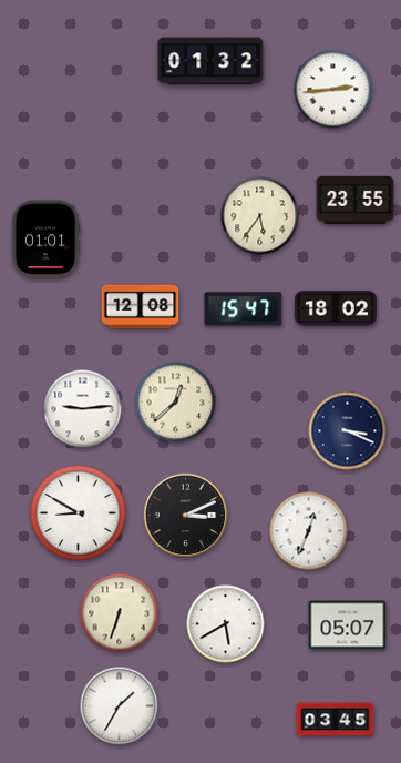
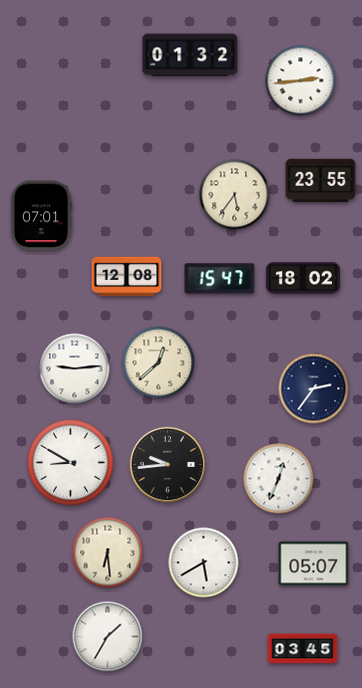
clock at (45, 240): 01:01 -> 07:01
clock at (348, 431): 3:19 -> 2:36
clock at (186, 516): 3:11 -> 9:44
clock at (120, 613): 6:33 -> 6:29
